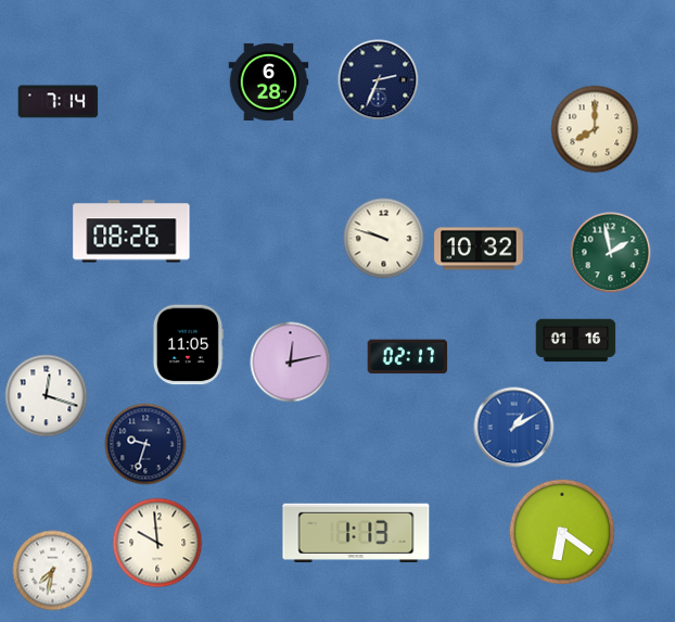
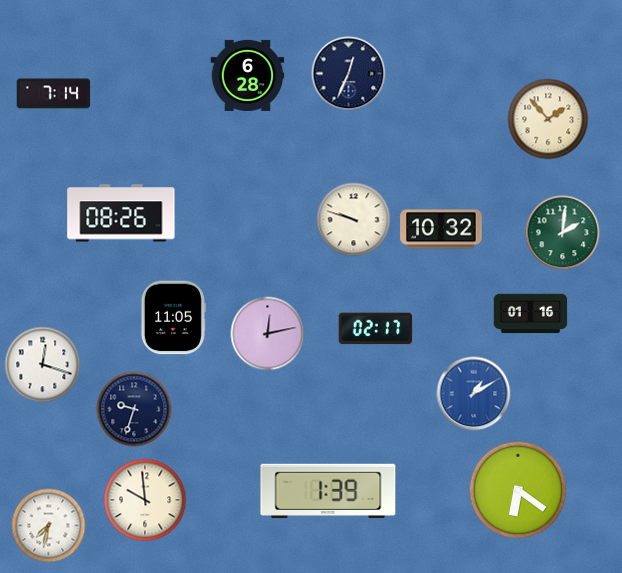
clock at (379, 80): 2:34 -> 12:34
clock at (595, 129): 8:00 -> 1:53
clock at (611, 253): 1:58 -> 2:01
clock at (356, 532): 1:13 -> 1:39
